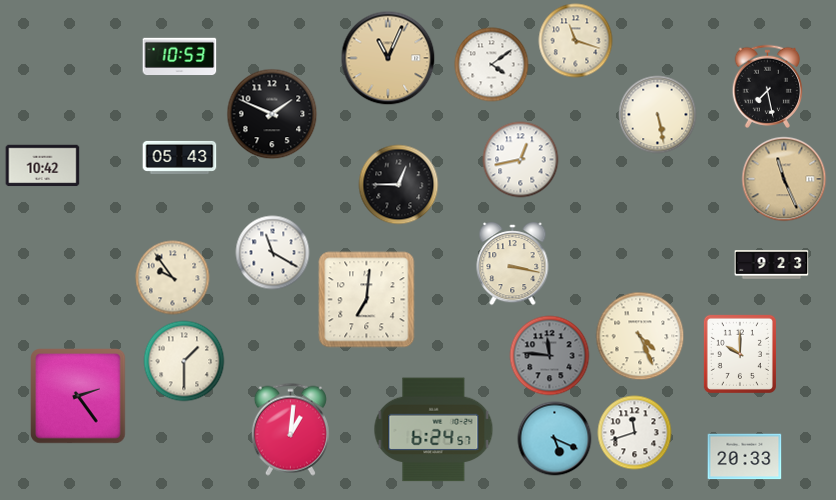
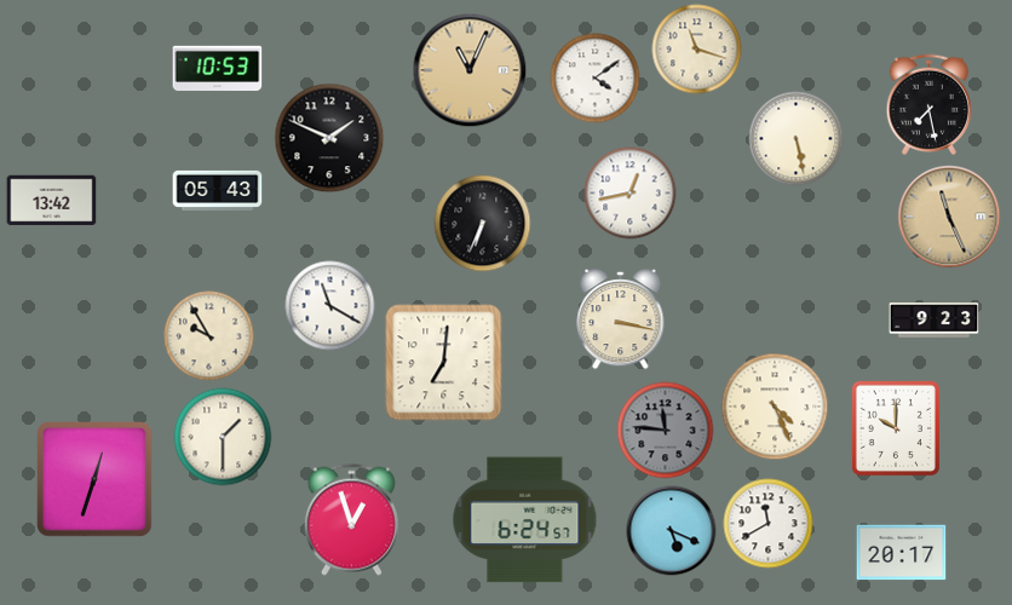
clock at (43, 166): 10:42 -> 13:42
clock at (399, 185): 12:45 -> 6:34
clock at (173, 278): 9:54 -> 9:55
clock at (78, 396): 2:24 -> 12:33
clock at (290, 429): 1:01 -> 12:57
clock at (635, 433): 11:42 -> 11:40
clock at (745, 457): 20:33 -> 20:17
